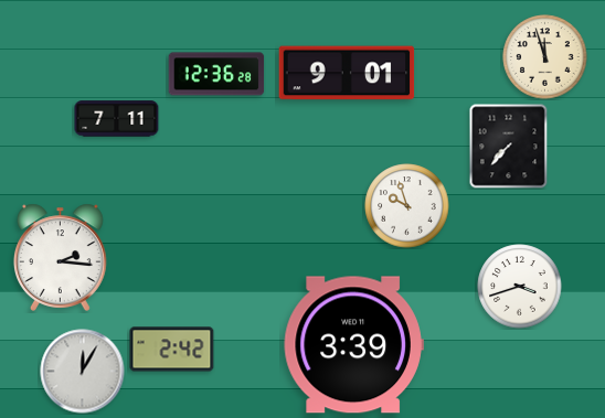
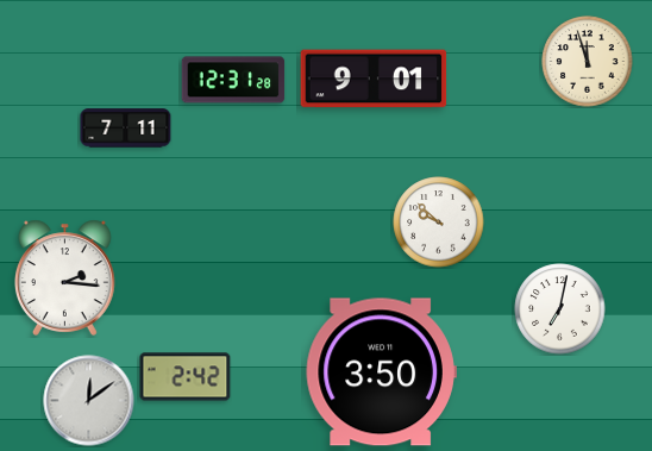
clock at (216, 74): 12:36 -> 12:31
clock at (509, 146): 7:37 -> none
clock at (407, 206): 9:57 -> 9:52
clock at (520, 287): 3:42 -> 7:02
clock at (353, 345): 3:39 -> 3:50
clock at (83, 372): 12:05 -> 12:09
